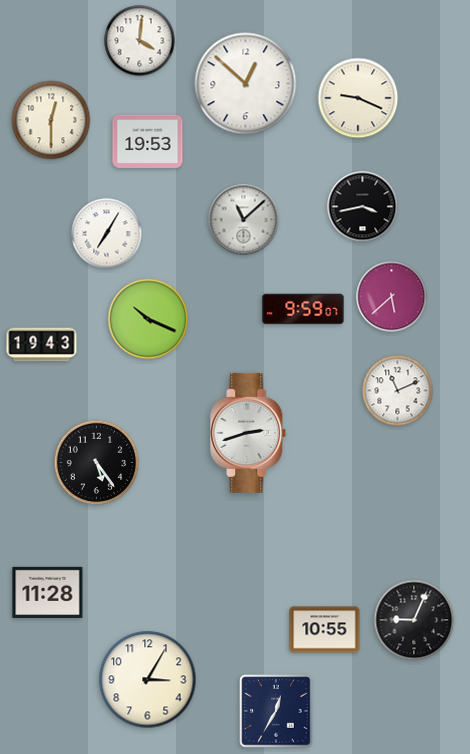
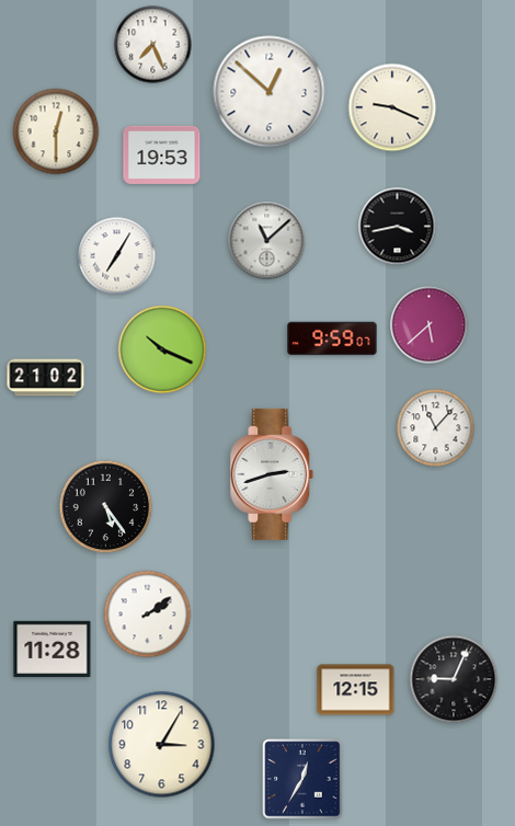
clock at (140, 41): 4:01 -> 7:26
clock at (42, 345): 19:43 -> 21:02
clock at (398, 391): 11:11 -> 11:07
clock at (148, 615): none -> 2:09
clock at (325, 630): 10:55 -> 12:15
